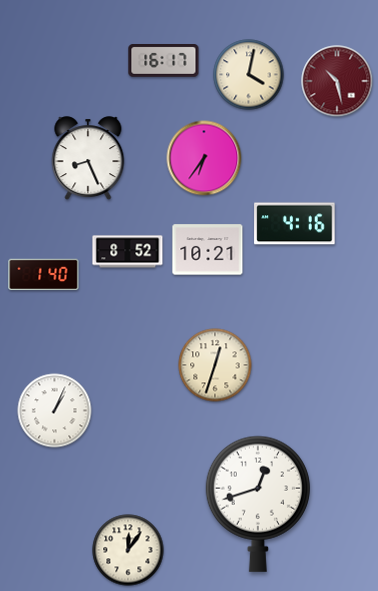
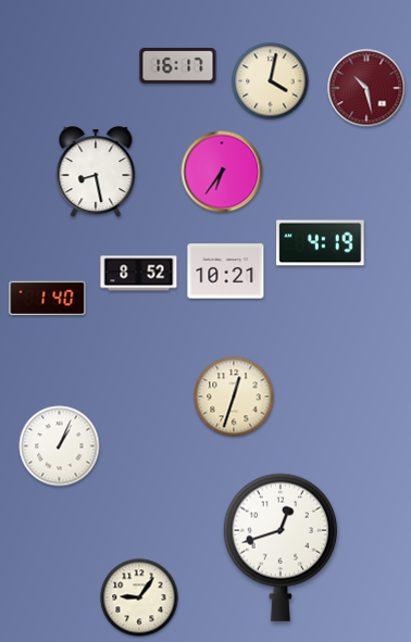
clock at (88, 159): 8:26 -> 8:28
clock at (295, 224): 4:16 -> 4:19
clock at (128, 550): 12:06 -> 9:06
